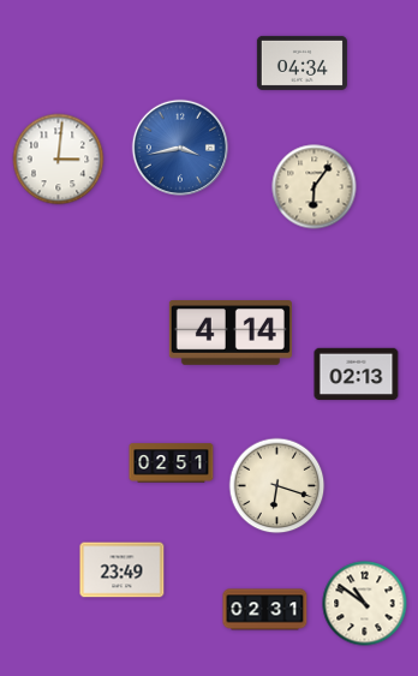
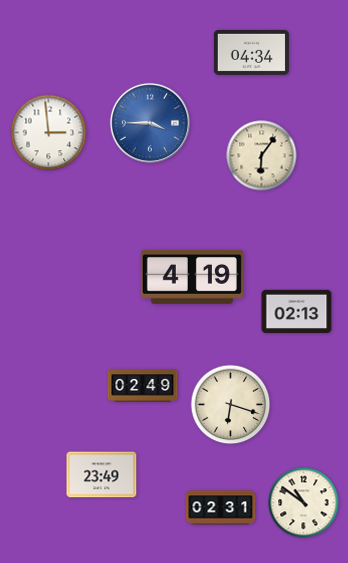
clock at (179, 146): 3:43 -> 3:45
clock at (59, 160): 3:01 -> 2:59
clock at (231, 334): 4:14 -> 4:19
clock at (172, 463): 02:51 -> 02:49
